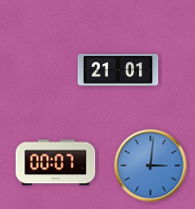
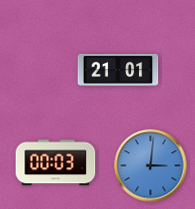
clock at (56, 163): 00:07 -> 00:03
